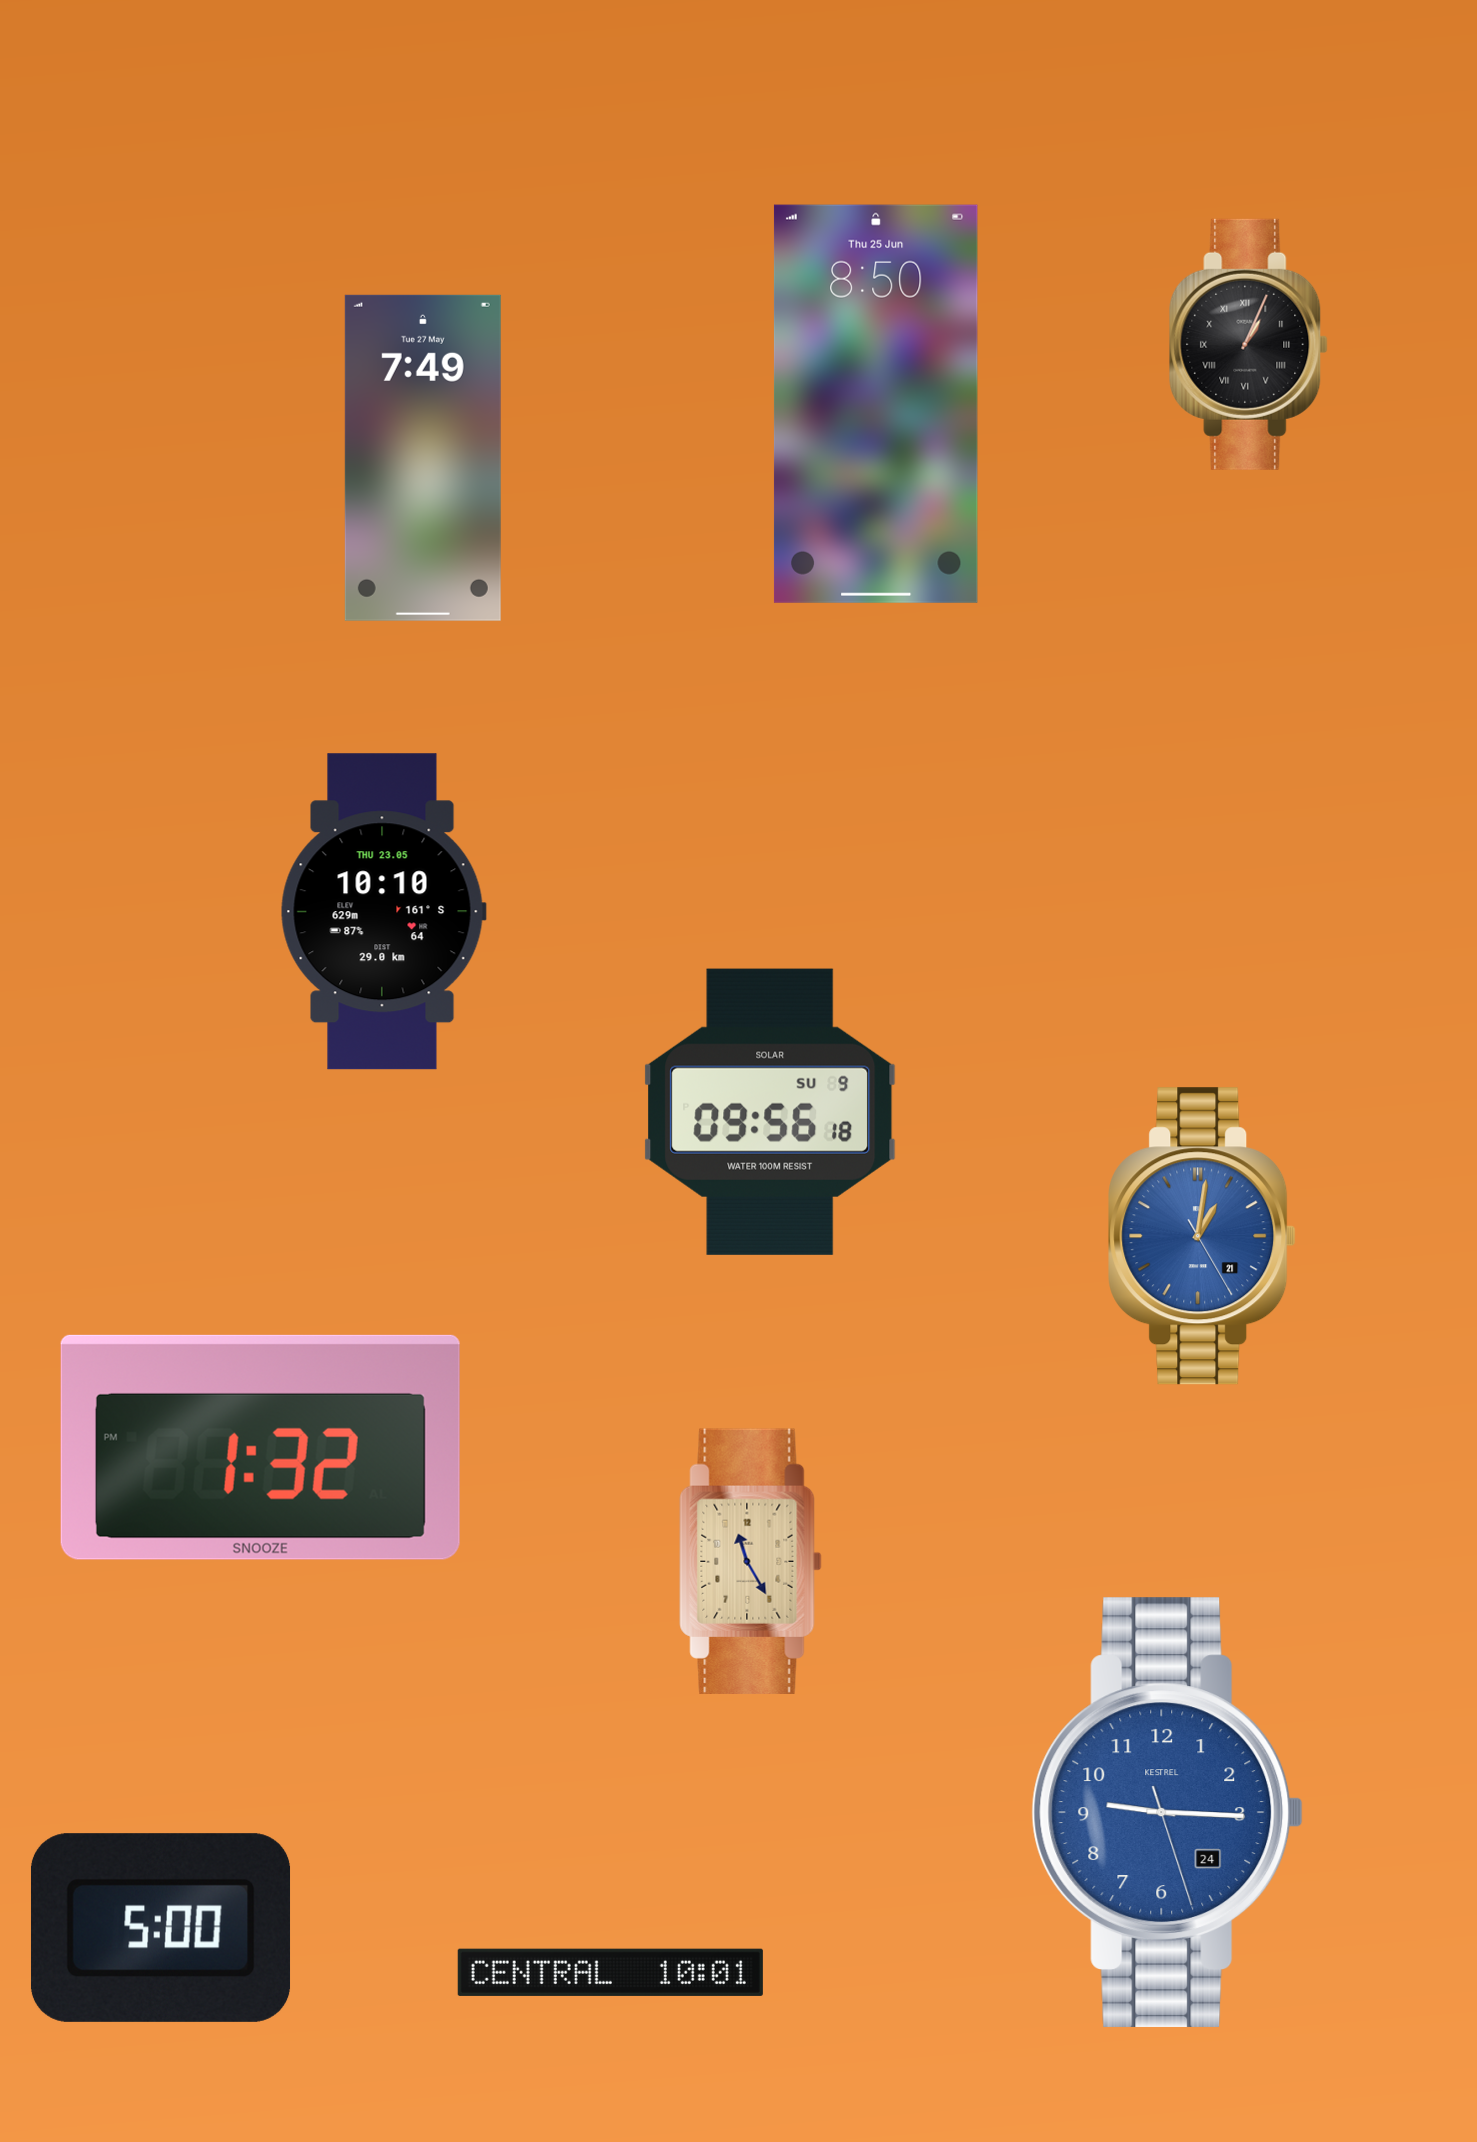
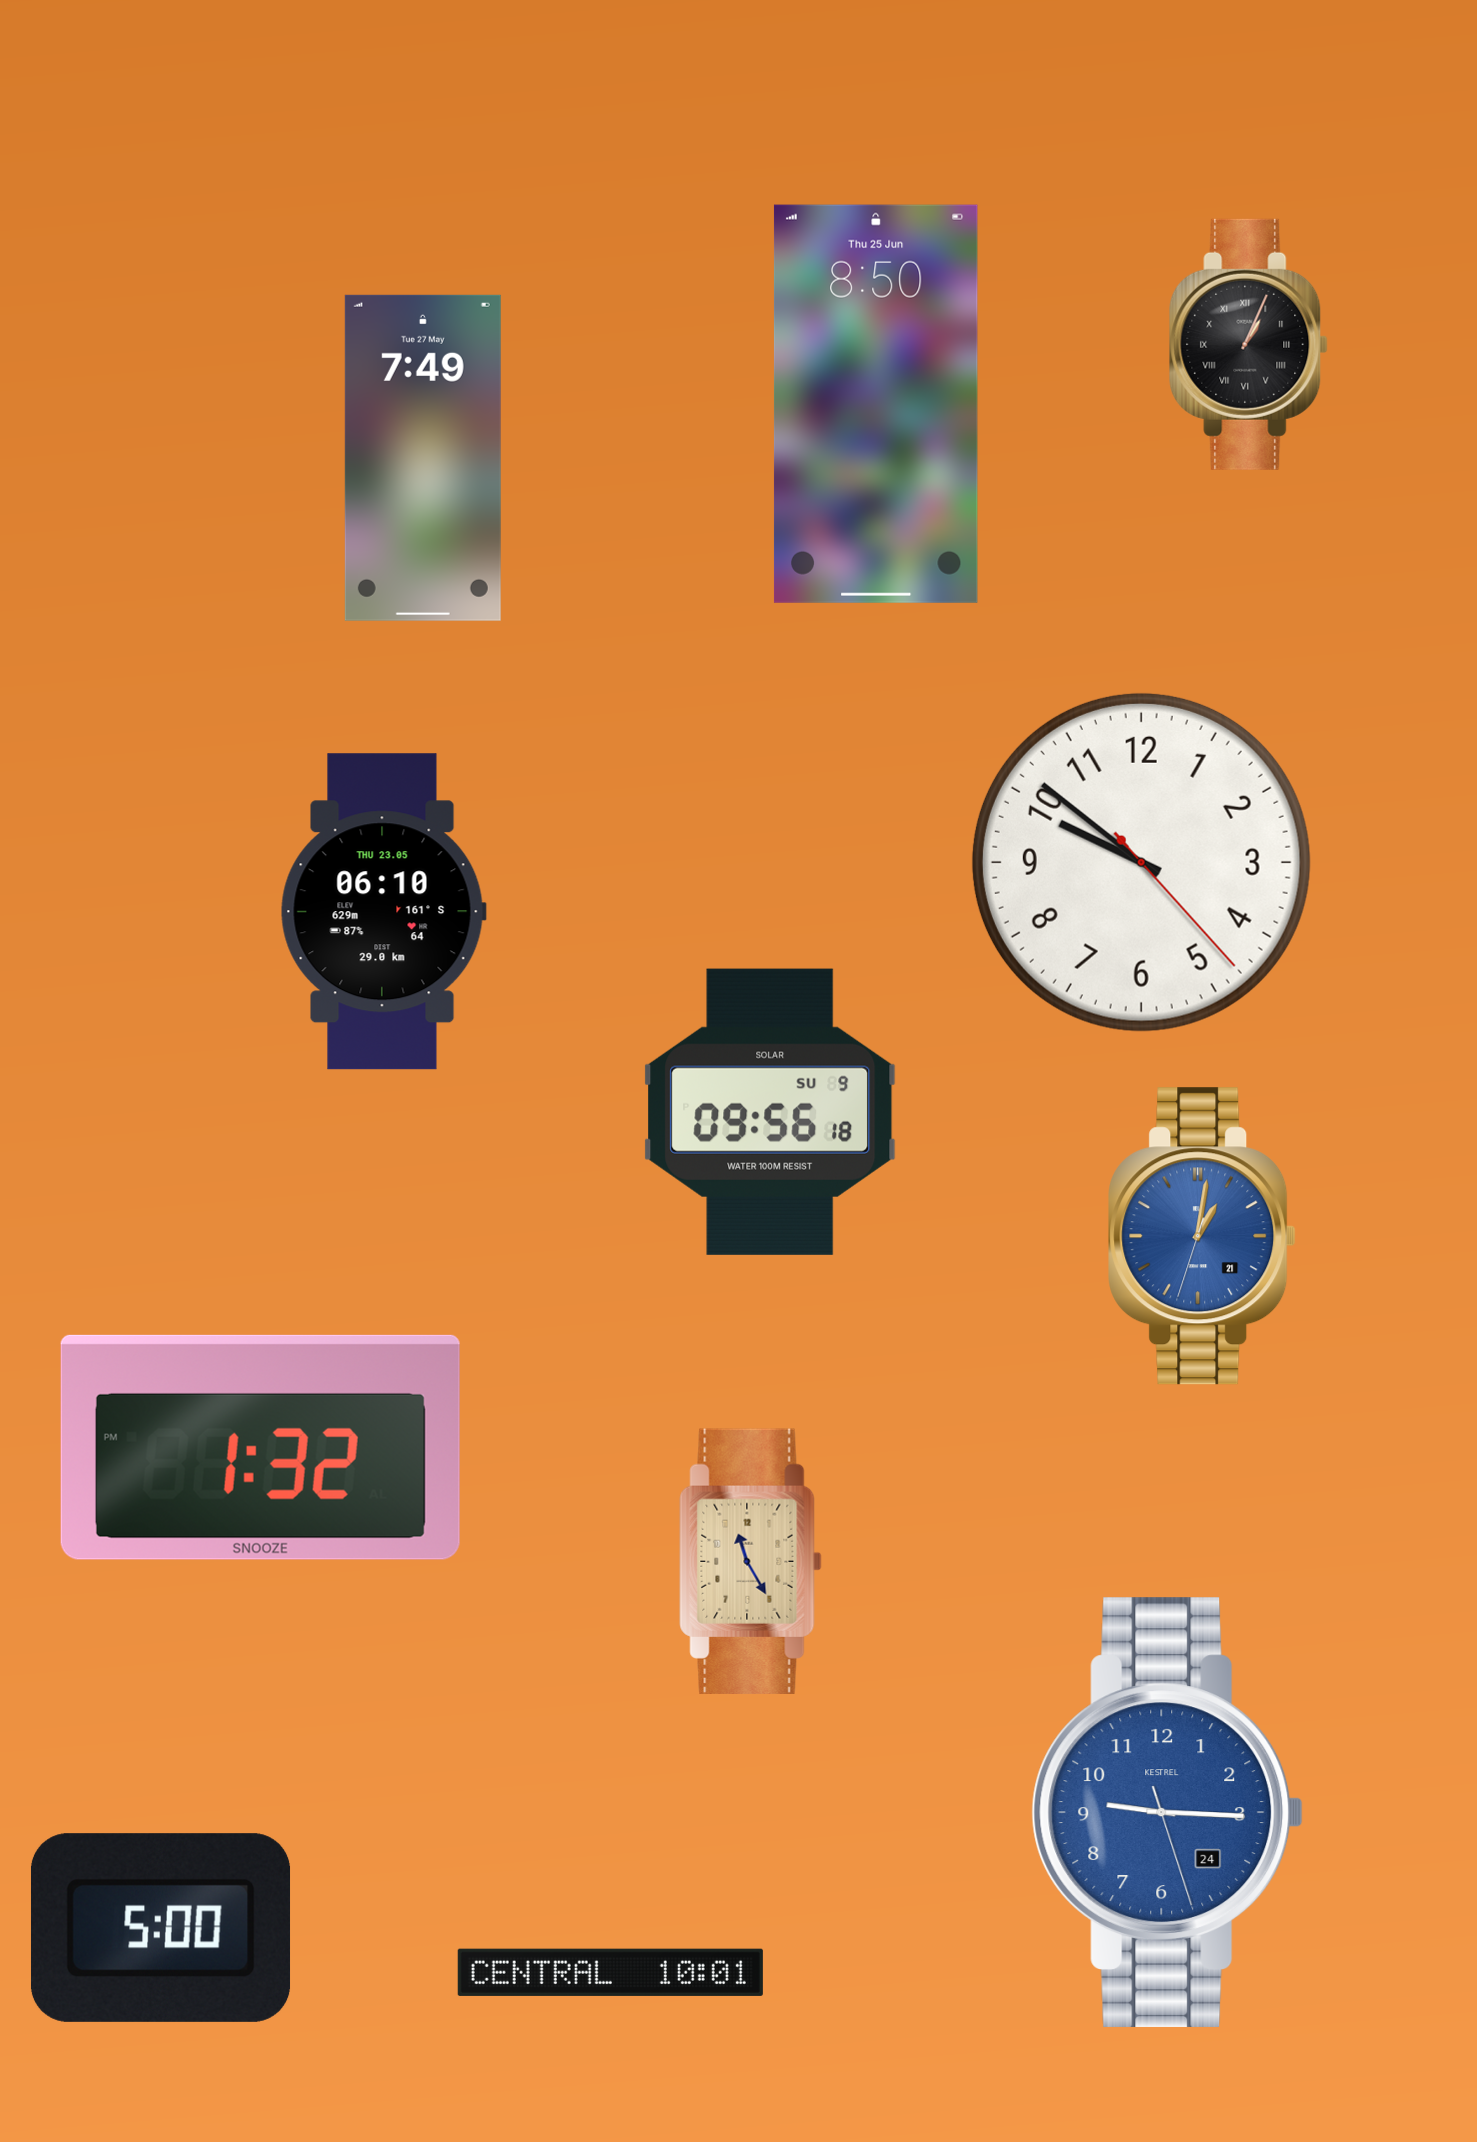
clock at (1141, 862): none -> 9:51
clock at (383, 912): 10:10 -> 06:10
clock at (1202, 1236): 1:01:25 -> 1:01:33
